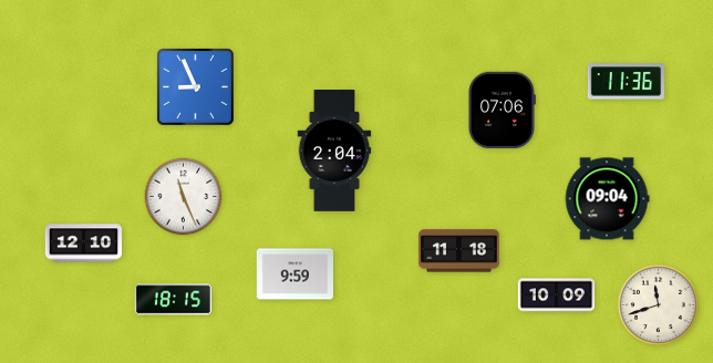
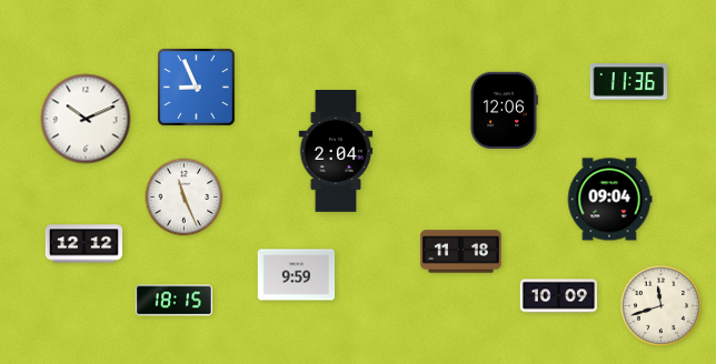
clock at (502, 110): 07:06 -> 12:06
clock at (86, 119): none -> 10:11
clock at (84, 243): 12:10 -> 12:12
